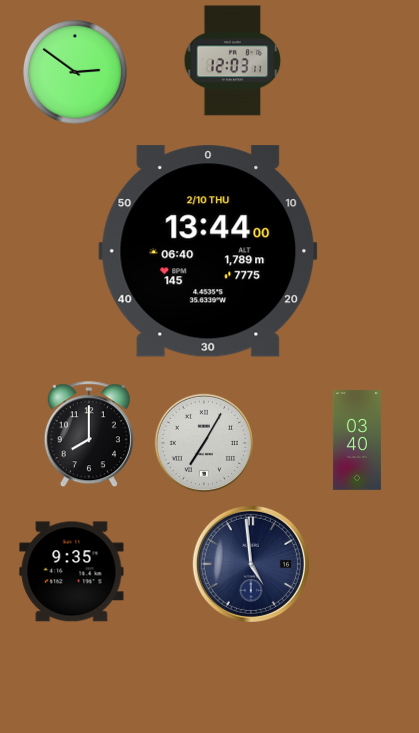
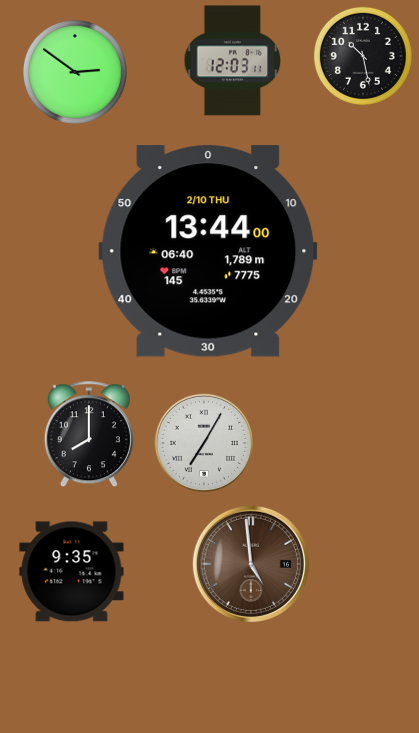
clock at (363, 56): none -> 10:28
clock at (357, 440): 03:40 -> none
clock at (251, 564) dial: navy -> brown
